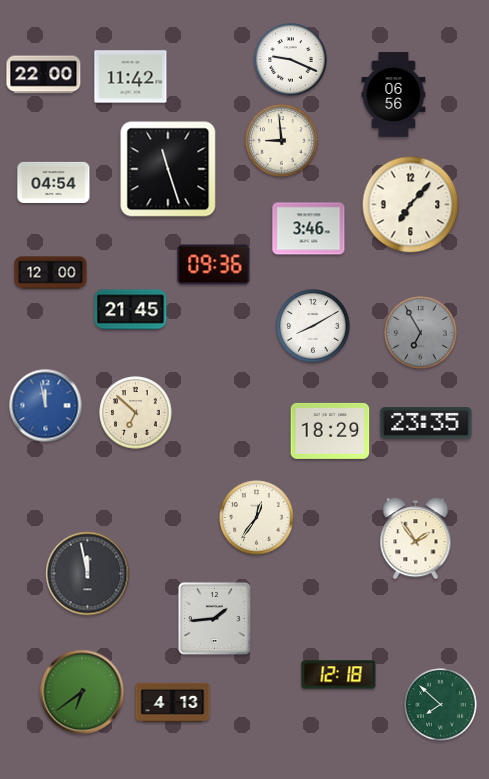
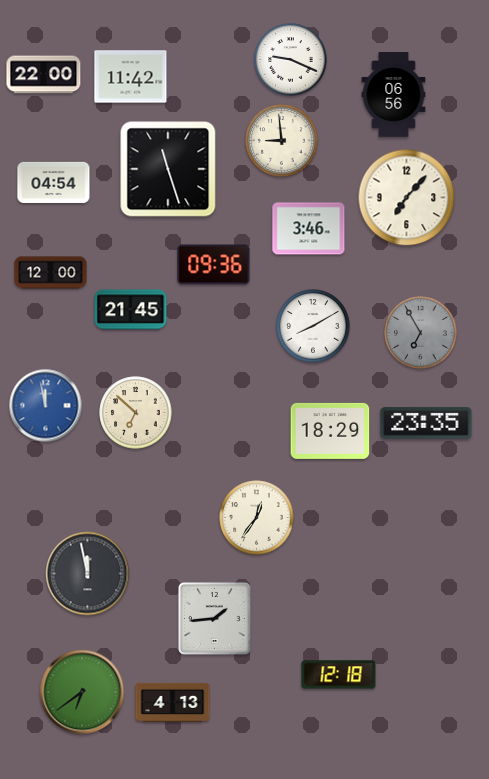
clock at (411, 205) position: (411, 205) -> (407, 198)
clock at (416, 539): 1:54 -> none
clock at (441, 705): 7:52 -> none
